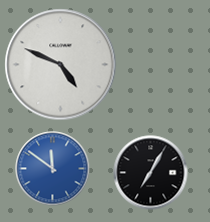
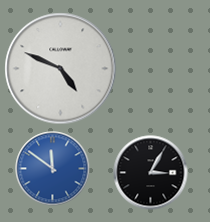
clock at (61, 65) position: (61, 65) -> (61, 69)
clock at (151, 173): 7:05 -> 3:05
